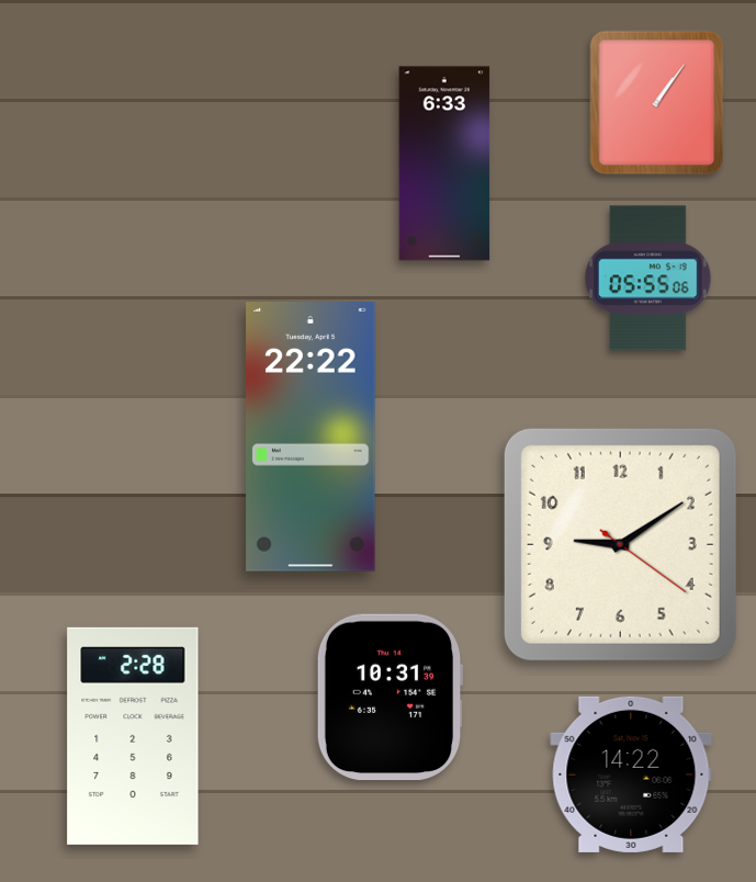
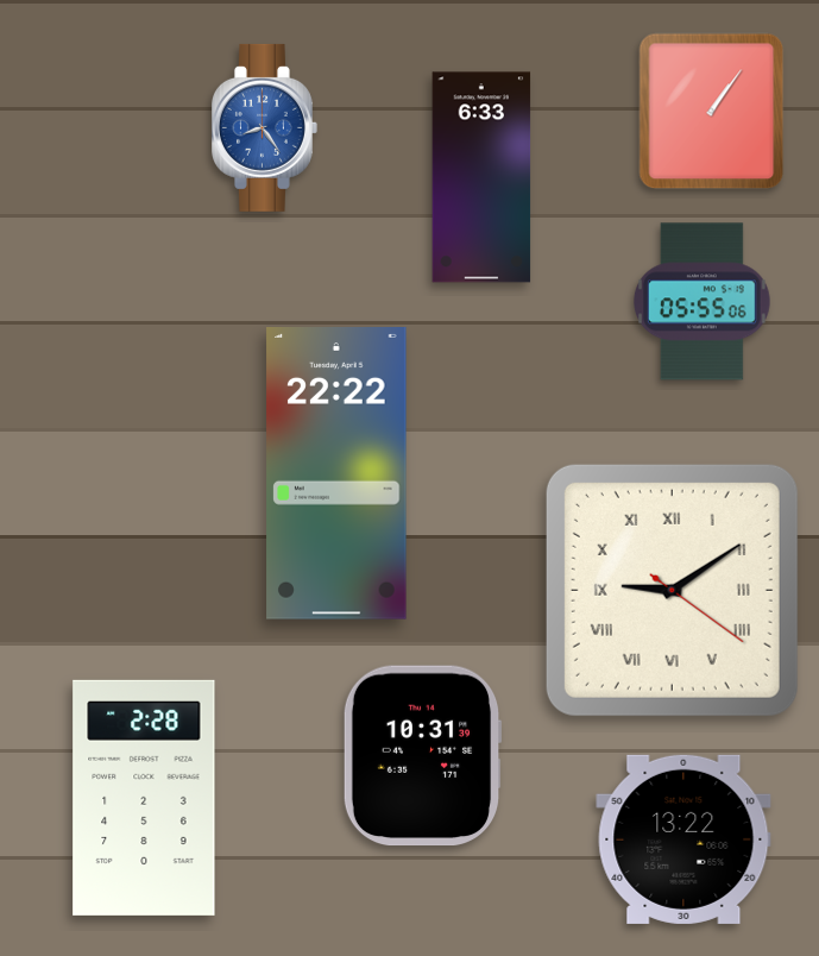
clock at (265, 127): none -> 8:24
clock at (620, 544) numerals: Arabic -> Roman
clock at (631, 774): 14:22 -> 13:22
